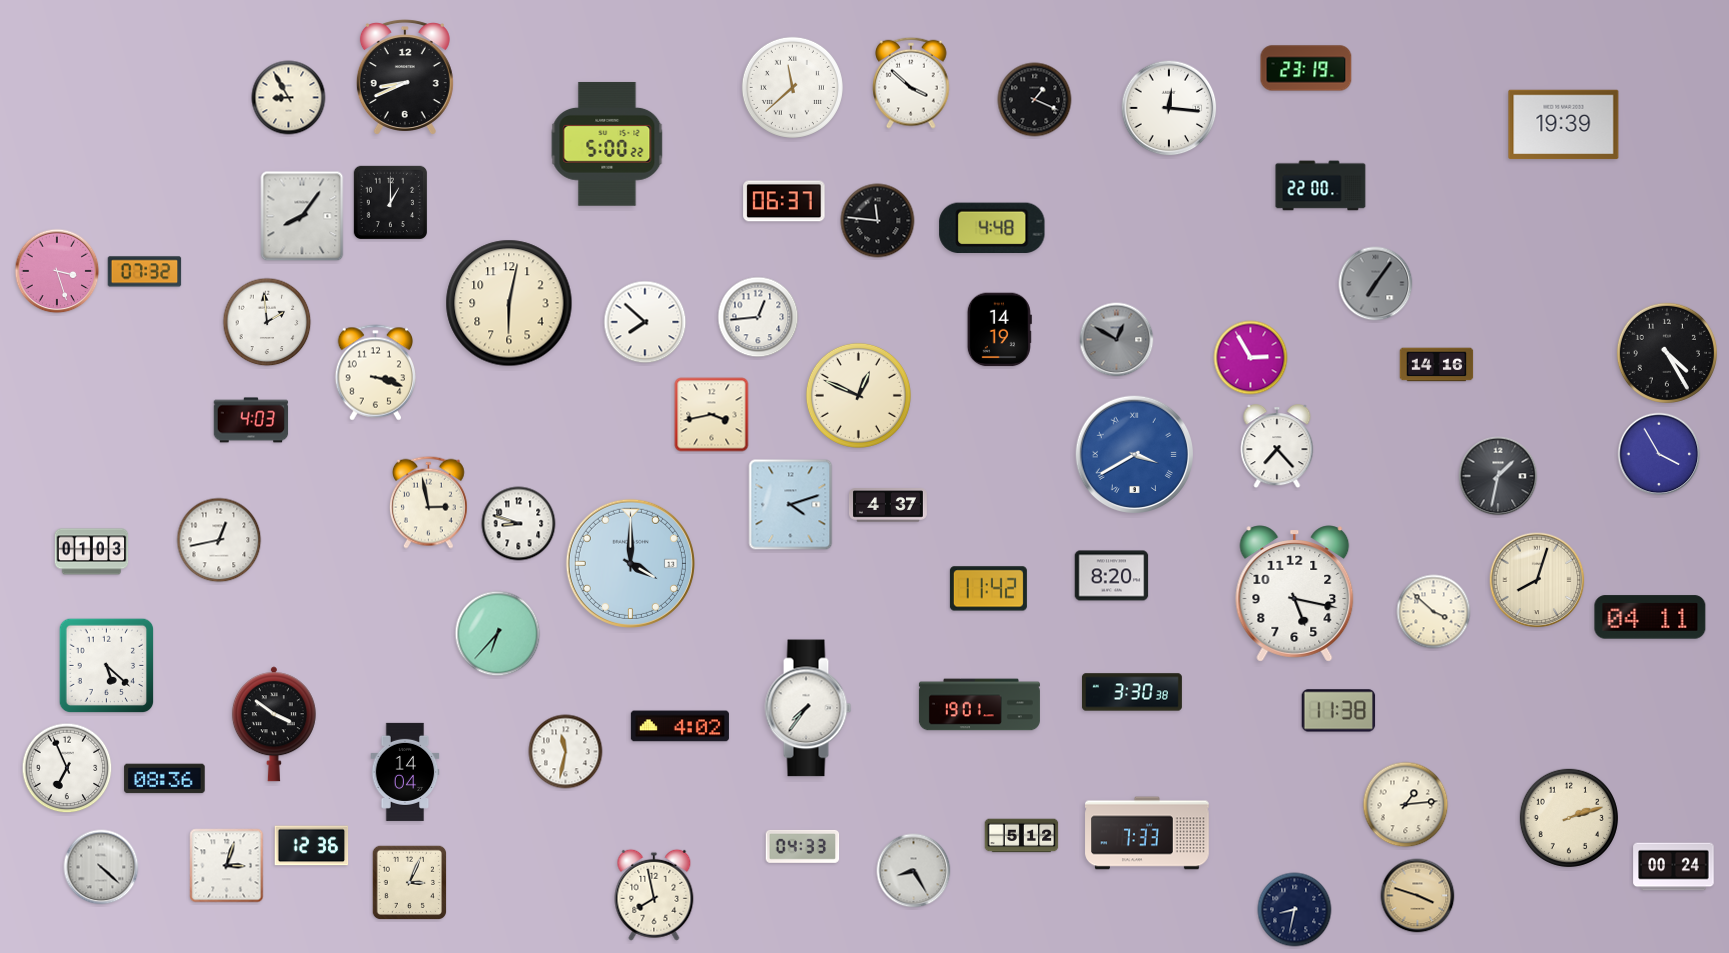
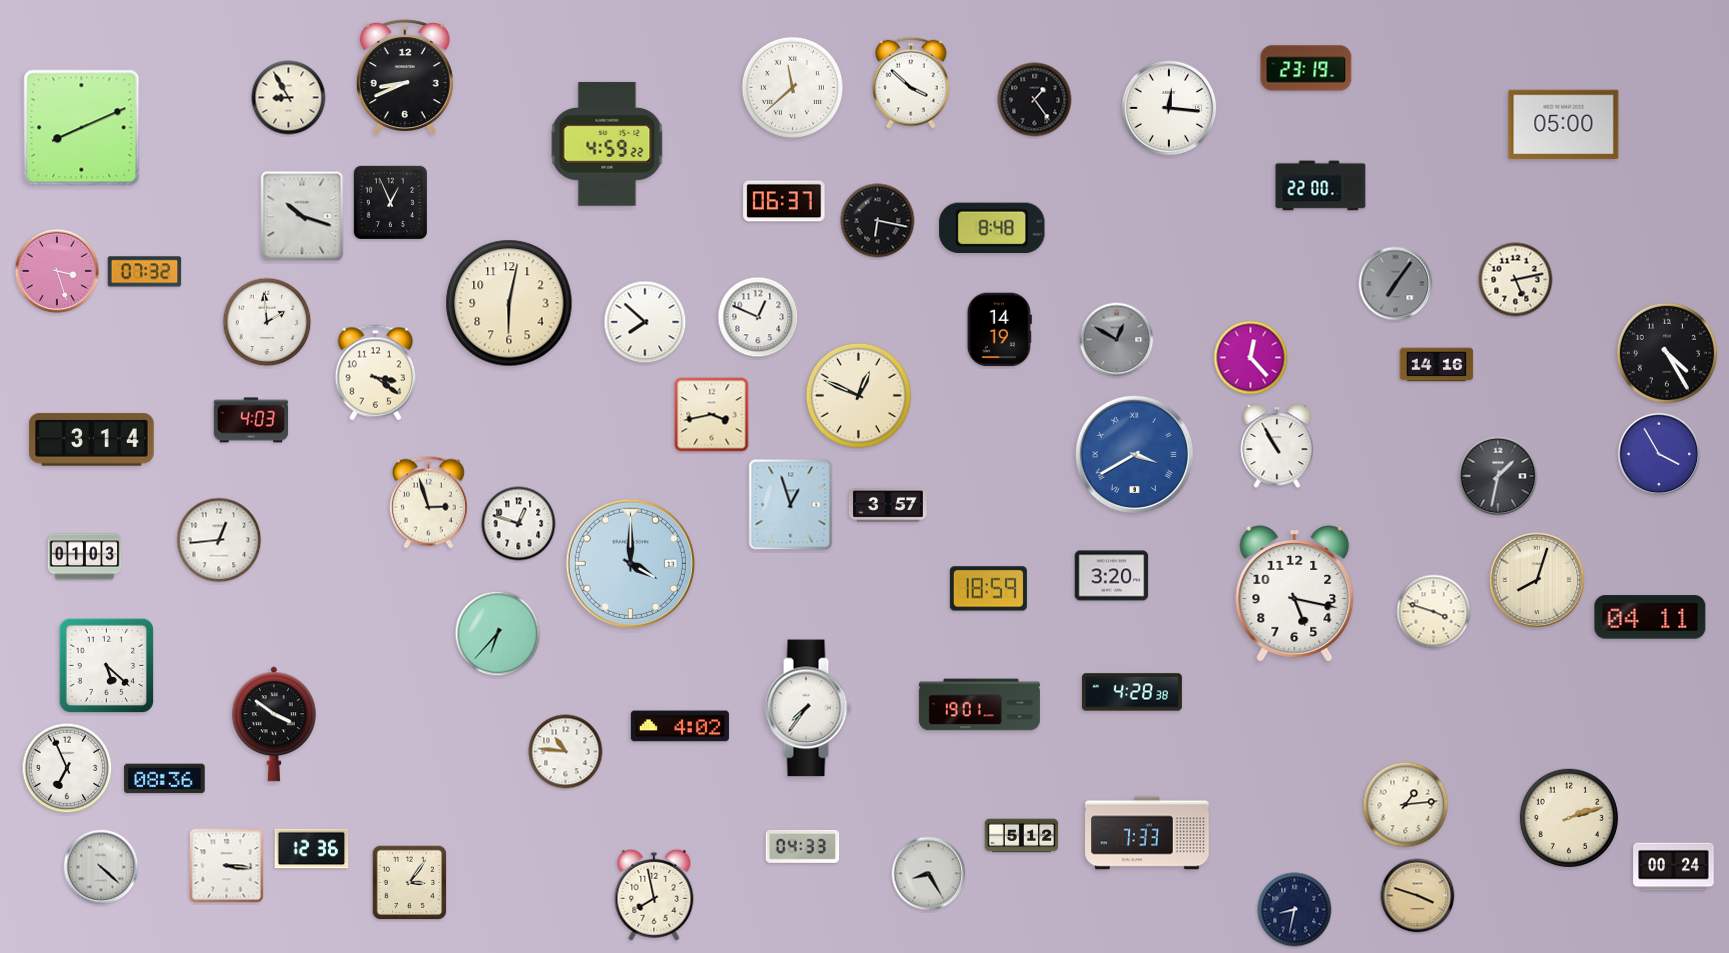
clock at (1035, 100): 1:19 -> 1:24
clock at (1564, 125): 19:39 -> 05:00
clock at (82, 128): none -> 8:11
clock at (607, 144): 5:00 -> 4:59
clock at (390, 202): 1:00 -> 12:56
clock at (302, 216): 8:06 -> 10:18
clock at (878, 221): 11:46 -> 6:17
clock at (992, 227): 4:48 -> 8:48
clock at (1516, 280): none -> 5:13
clock at (1376, 284) position: (1376, 284) -> (1396, 284)
clock at (758, 317): 12:44 -> 12:49
clock at (1251, 358): 2:55 -> 12:23
clock at (376, 373): 3:18 -> 3:21
clock at (92, 440): none -> 3:14
clock at (1277, 447): 7:23 -> 10:55
clock at (428, 502): 2:58 -> 2:57
clock at (791, 505): 4:12 -> 12:57
clock at (888, 505): 4:37 -> 3:57
clock at (519, 524): 8:48 -> 12:48
clock at (219, 540): 12:43 -> 12:44
clock at (92, 552) position: (92, 552) -> (85, 557)
clock at (1112, 576): 8:20 -> 3:20
clock at (988, 589): 11:42 -> 18:59
clock at (1434, 612): 3:52 -> 3:48
clock at (1132, 692): 3:30 -> 4:28
clock at (1339, 711): 11:38 -> none
clock at (566, 752): 11:32 -> 10:46
clock at (405, 772): 14:04 -> none
clock at (312, 846) position: (312, 846) -> (312, 849)
clock at (227, 866): 3:03 -> 3:16
clock at (914, 871) position: (914, 871) -> (929, 874)
clock at (409, 882): 3:04 -> 3:06
